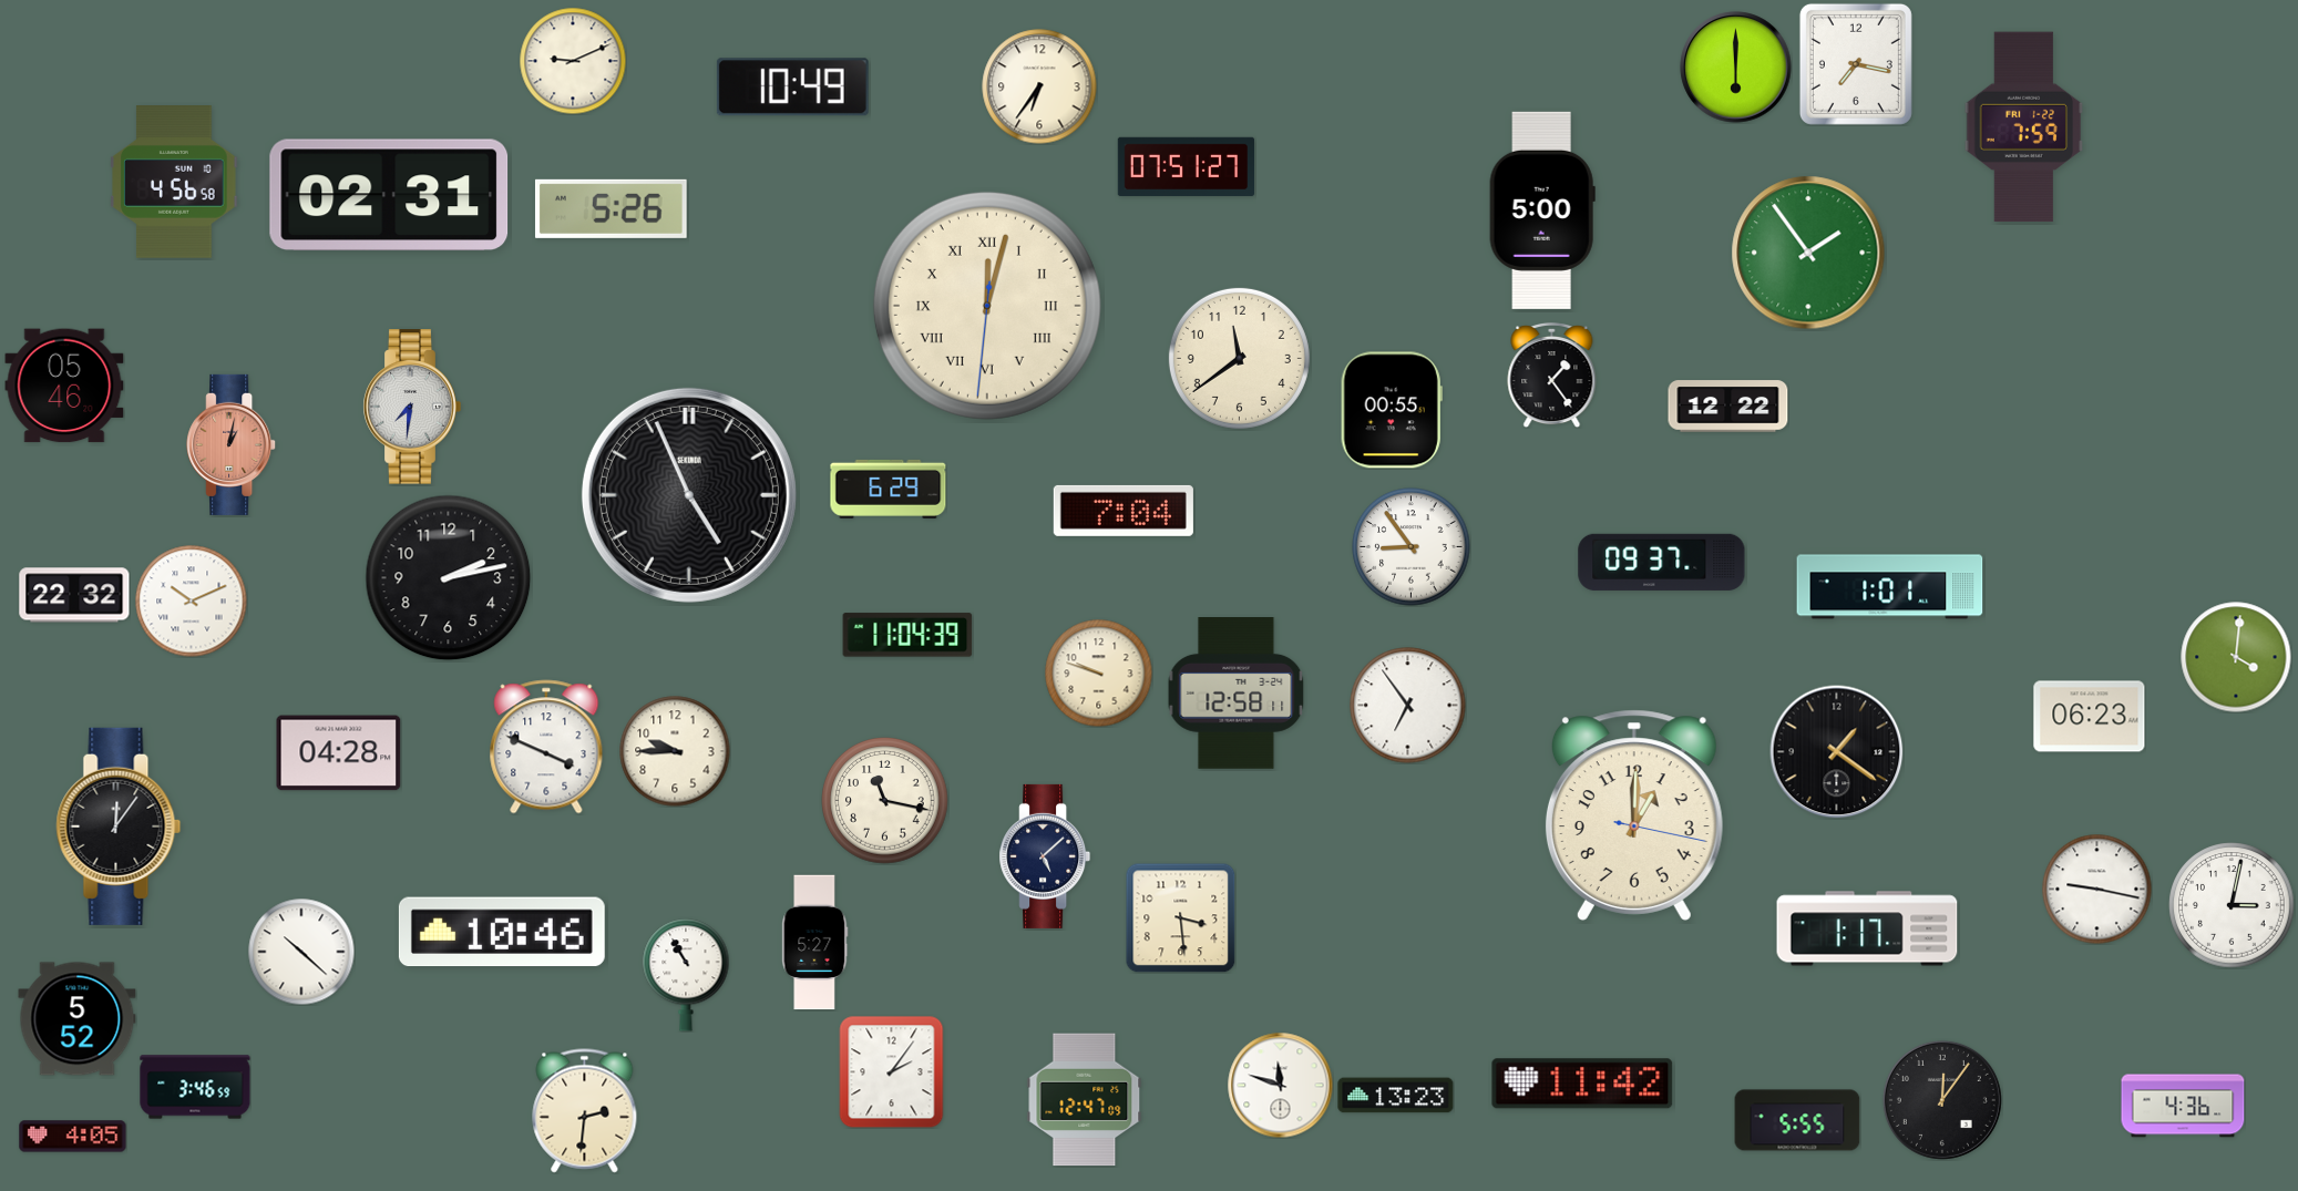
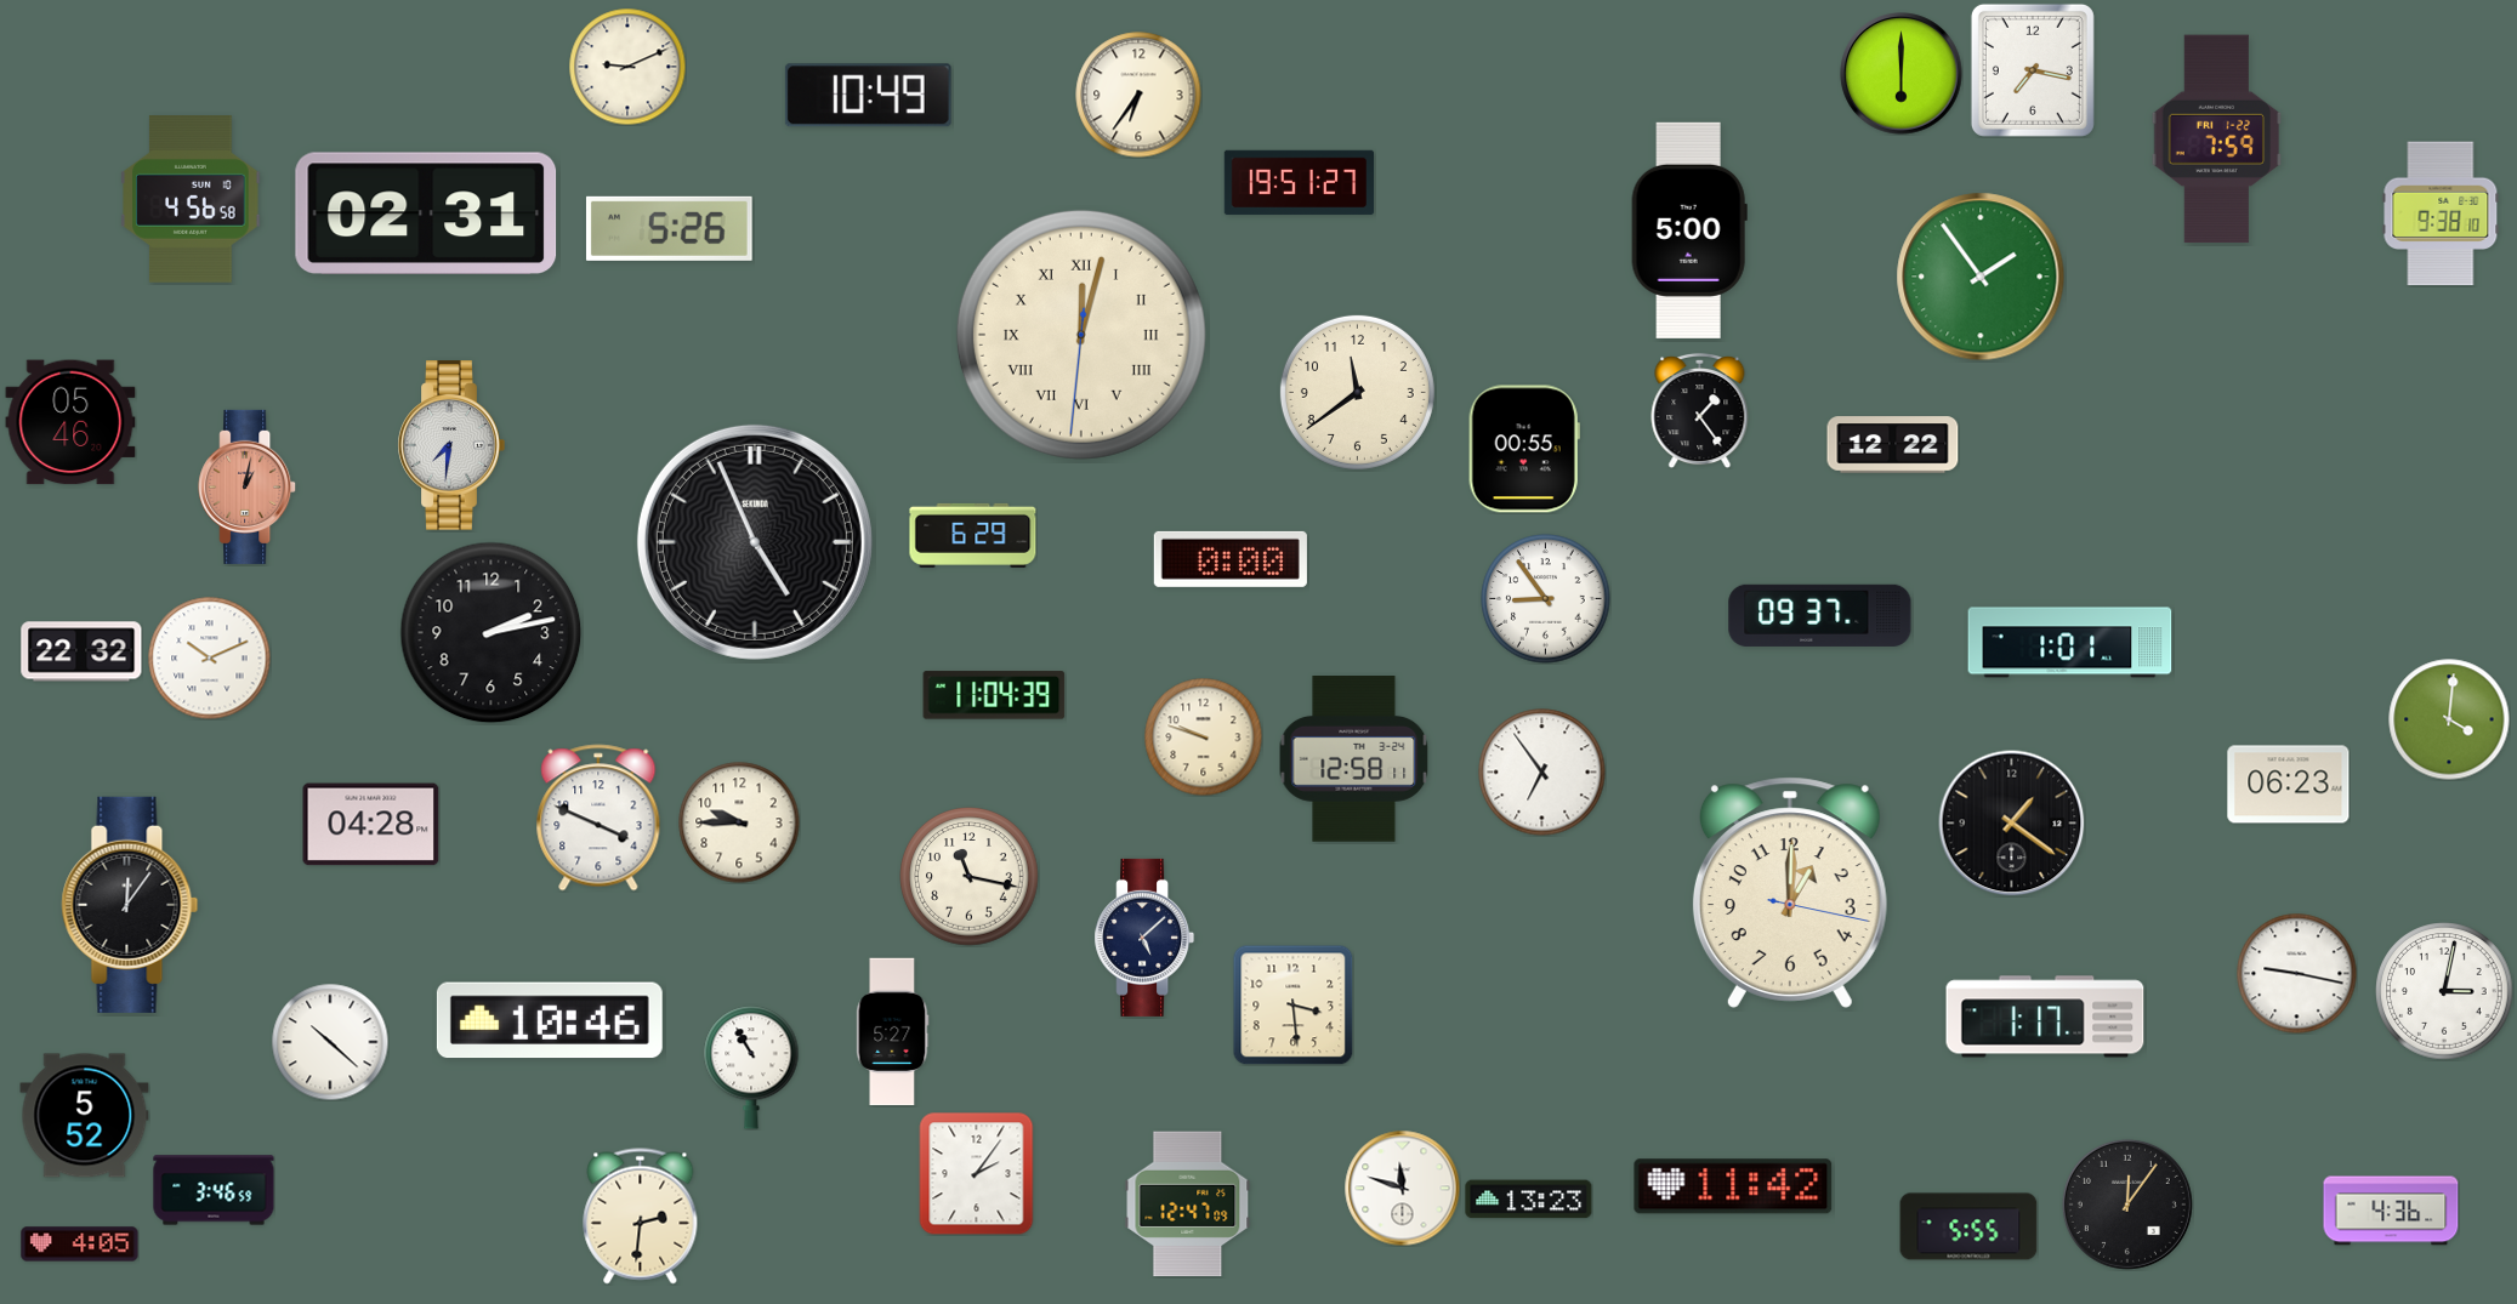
clock at (1187, 167): 07:51 -> 19:51
clock at (2441, 213): none -> 9:38
clock at (232, 444) position: (232, 444) -> (248, 486)
clock at (1124, 511): 7:04 -> 0:00
